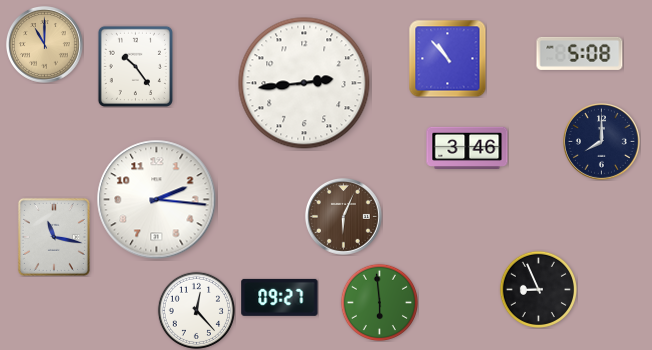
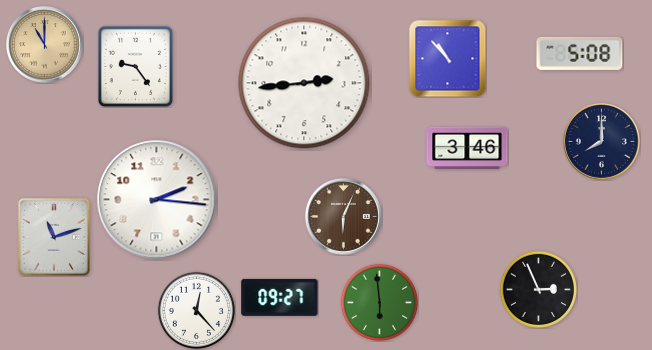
clock at (135, 66): 10:24 -> 9:24
clock at (54, 237): 11:17 -> 11:12
clock at (538, 289): 8:56 -> 2:56
